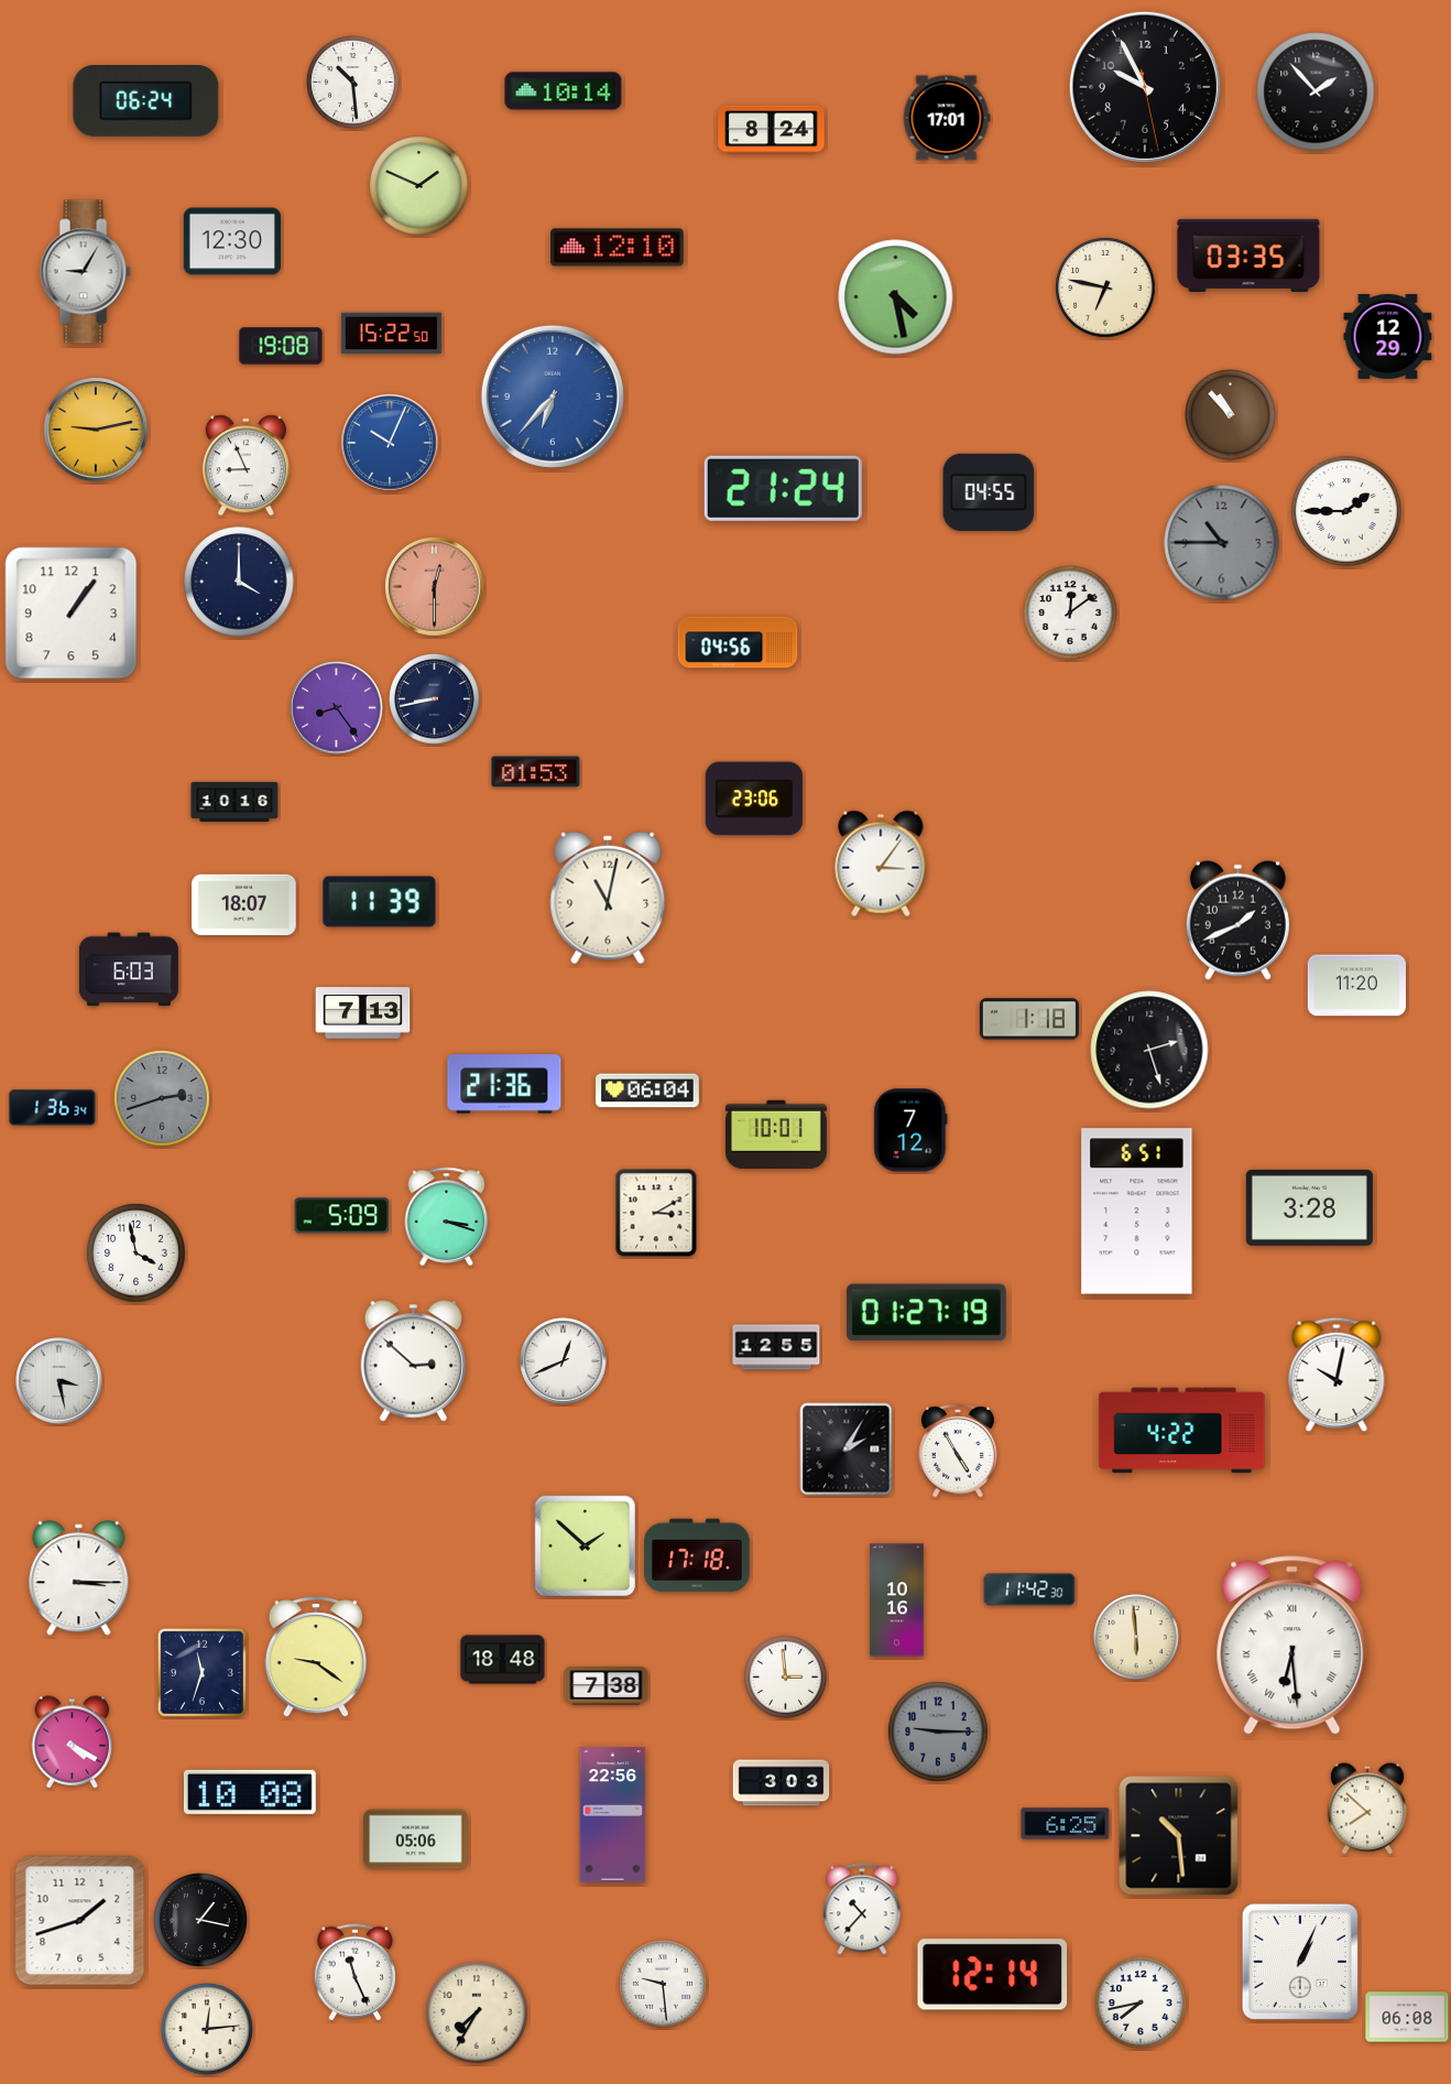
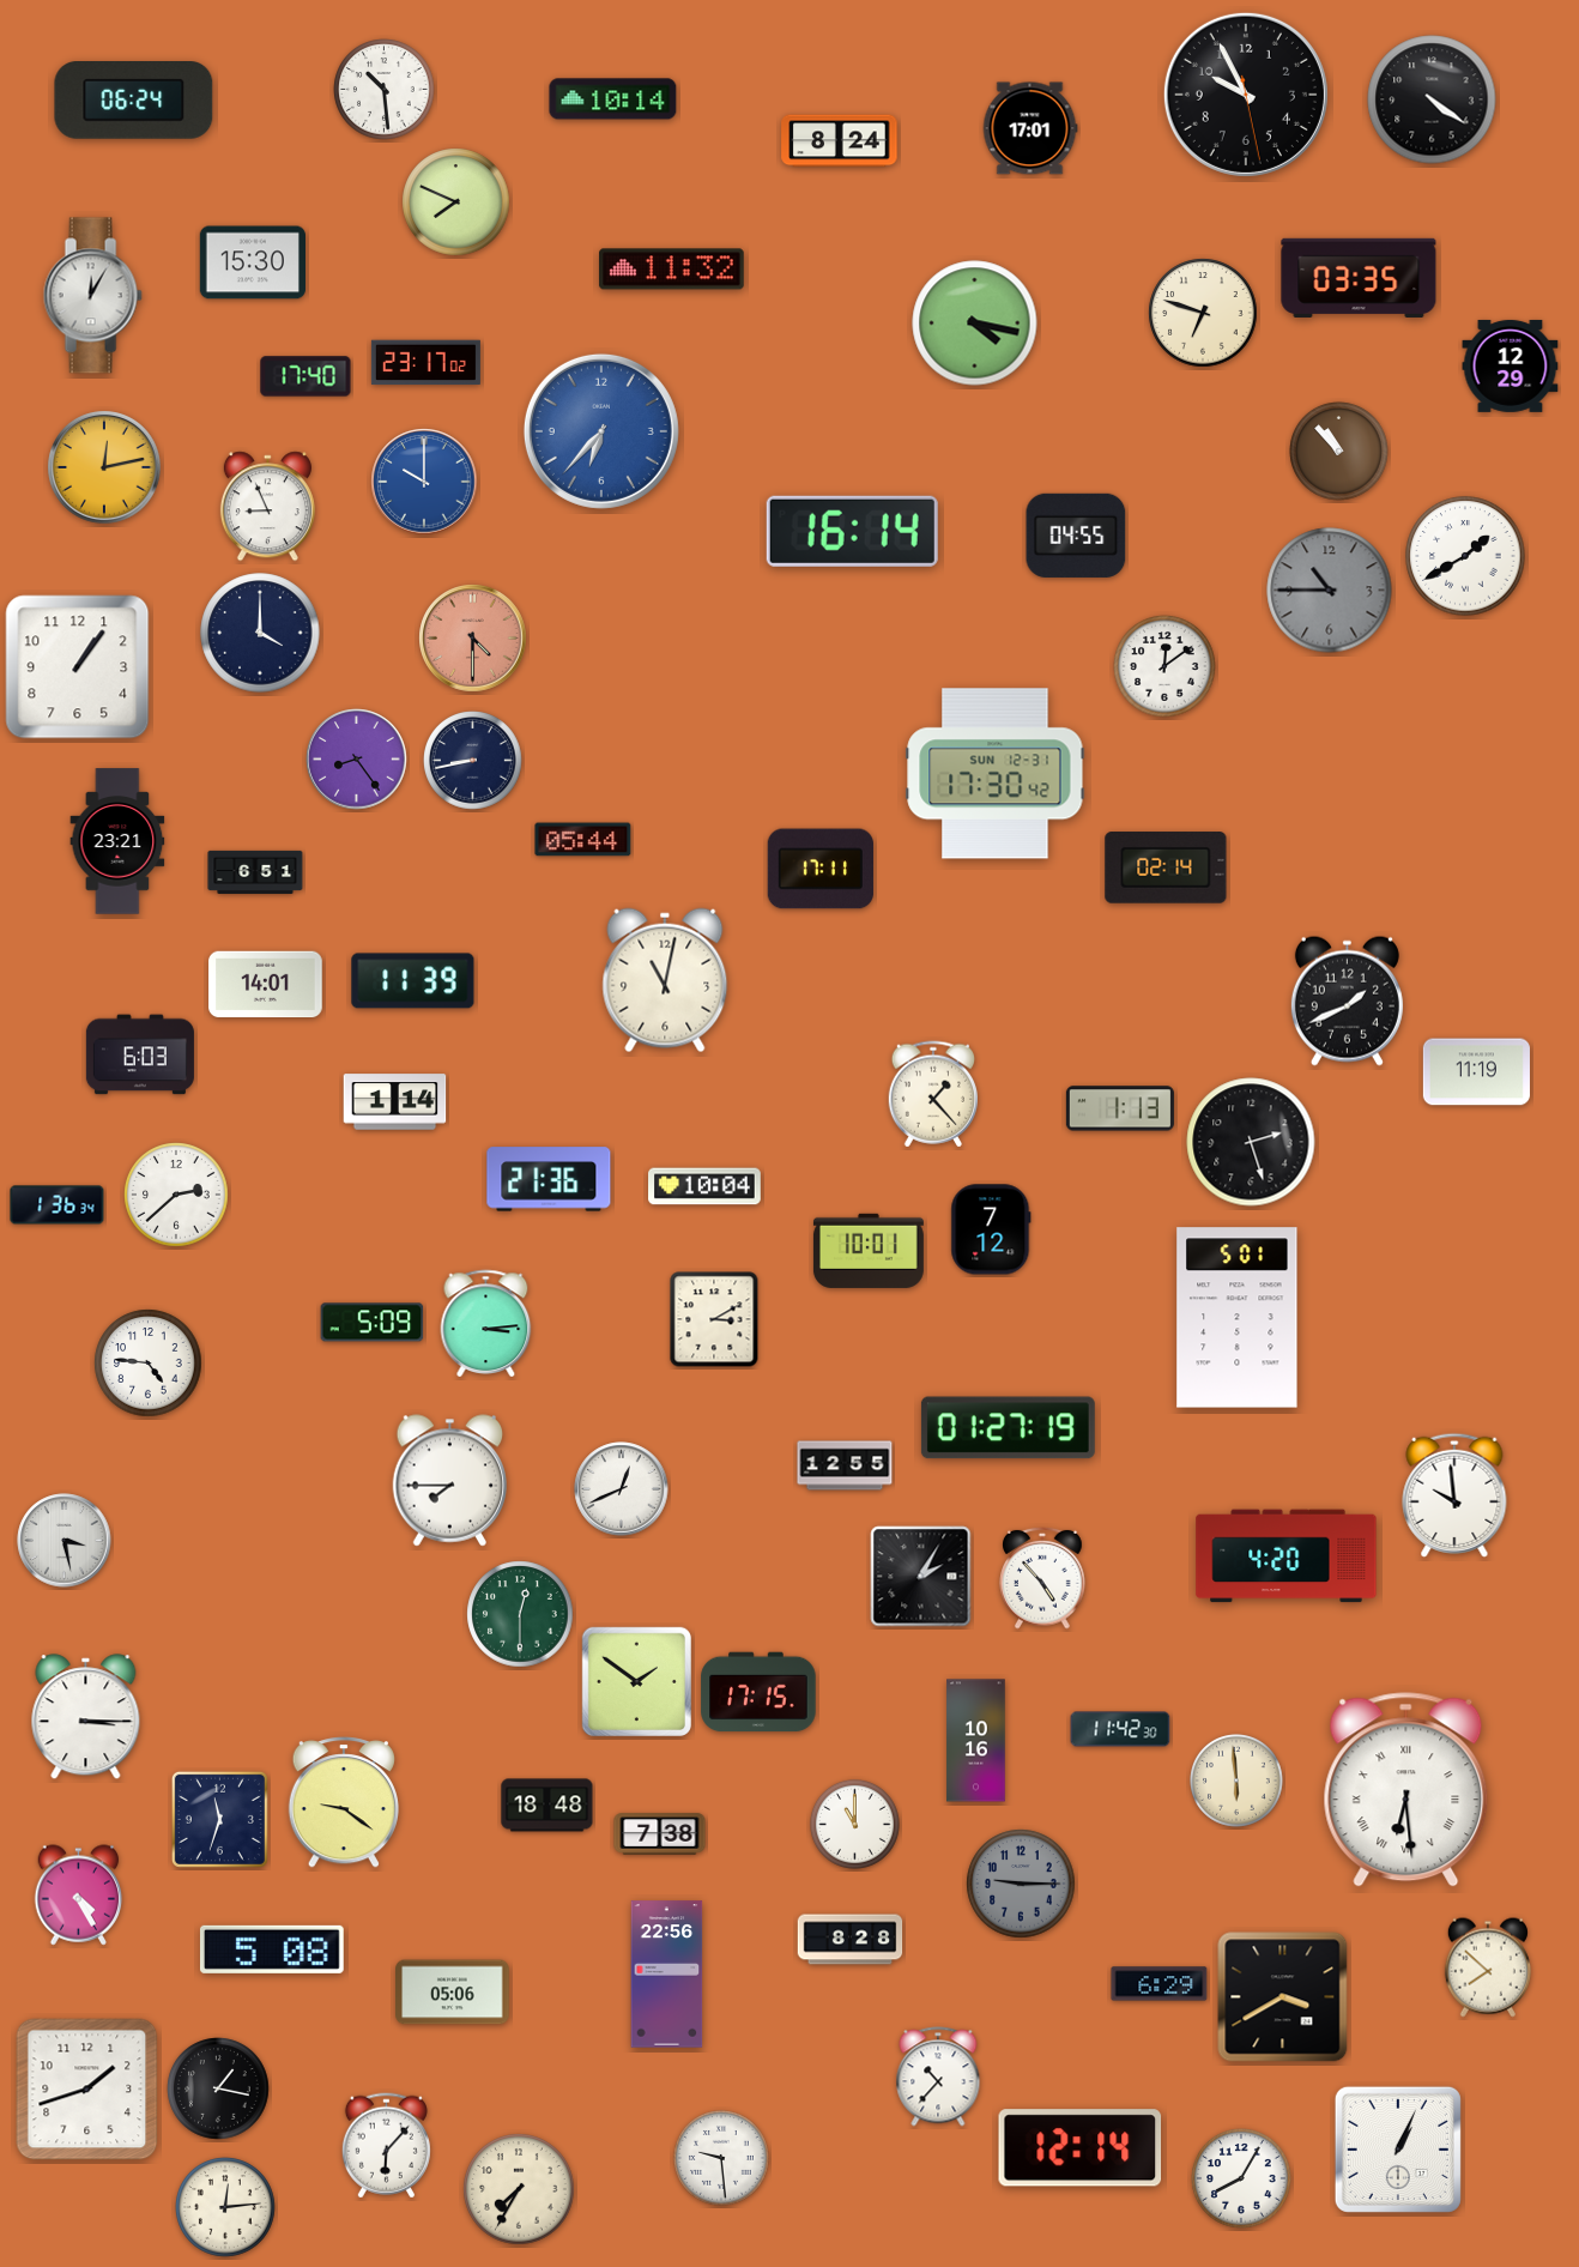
clock at (1316, 91): 1:53 -> 4:21
clock at (146, 101) position: (146, 101) -> (134, 101)
clock at (419, 186): 1:49 -> 7:49
clock at (231, 241): 12:30 -> 15:30
clock at (618, 248): 12:10 -> 11:32
clock at (85, 272): 9:05 -> 12:05
clock at (1105, 287): 6:47 -> 6:48
clock at (896, 297): 4:28 -> 4:17
clock at (391, 334): 15:22 -> 23:17
clock at (281, 346): 19:08 -> 17:40
clock at (96, 430): 9:13 -> 12:13
clock at (390, 443): 10:04 -> 10:00
clock at (783, 488): 21:24 -> 16:14
clock at (1346, 511): 1:45 -> 1:40
clock at (435, 587): 12:30 -> 4:30
clock at (738, 642): 04:56 -> none
clock at (337, 708) position: (337, 708) -> (357, 760)
clock at (996, 774): none -> 17:30
clock at (536, 772): 01:53 -> 05:44
clock at (117, 841): none -> 23:21
clock at (1166, 867): none -> 02:14
clock at (754, 799): 23:06 -> 17:11
clock at (234, 802): 10:16 -> 6:51
clock at (881, 864): 3:06 -> none
clock at (608, 898) position: (608, 898) -> (665, 980)
clock at (244, 905): 18:07 -> 14:01
clock at (1356, 986): 11:20 -> 11:19
clock at (932, 1094): none -> 1:23
clock at (363, 1013): 7:13 -> 1:14
clock at (1029, 1019): 1:18 -> 1:13
clock at (647, 1090): 06:04 -> 10:04
clock at (162, 1098): 2:42 -> 2:38
clock at (162, 1098) dial: grey -> white
clock at (776, 1135) position: (776, 1135) -> (869, 1251)
clock at (1309, 1207): 3:28 -> none
clock at (1137, 1212): 6:51 -> 5:01
clock at (447, 1216): 3:18 -> 3:14
clock at (137, 1253): 3:58 -> 4:46
clock at (413, 1361): 2:52 -> 7:45
clock at (564, 1361) position: (564, 1361) -> (622, 1489)
clock at (1337, 1375): 10:02 -> 9:59
clock at (59, 1381) position: (59, 1381) -> (65, 1541)
clock at (1182, 1431): 4:22 -> 4:20
clock at (958, 1451): 4:55 -> 4:53
clock at (520, 1614): none -> 12:30
clock at (585, 1545): 1:52 -> 1:51
clock at (697, 1555): 17:18 -> 17:15
clock at (785, 1676): 2:59 -> 11:00
clock at (73, 1743): 4:20 -> 4:25
clock at (782, 1783): 3:03 -> 8:28
clock at (250, 1792): 10:08 -> 5:08
clock at (1066, 1824): 6:25 -> 6:29
clock at (1179, 1836): 10:29 -> 3:40
clock at (416, 1839) position: (416, 1839) -> (453, 1993)
clock at (1300, 1962) position: (1300, 1962) -> (1398, 2150)
clock at (354, 1973): 11:26 -> 6:07
clock at (1141, 2002): 7:43 -> 8:05
clock at (1407, 2017): 06:08 -> none
